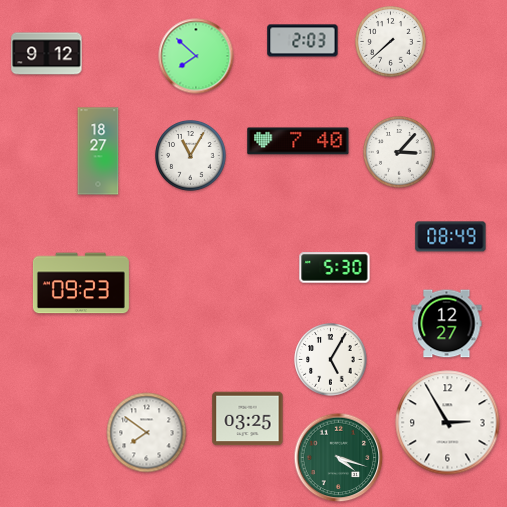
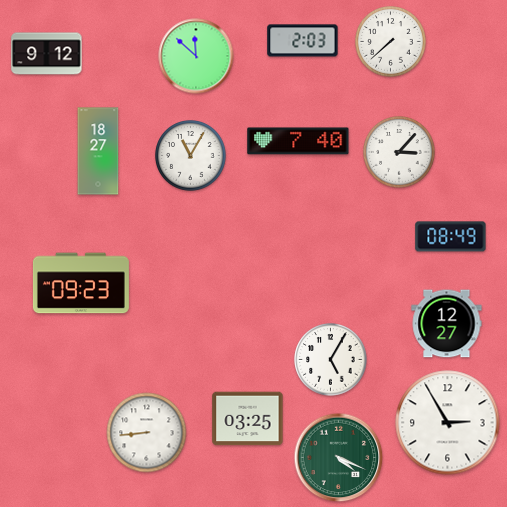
clock at (196, 56): 7:52 -> 11:52
clock at (335, 268): 5:30 -> none
clock at (147, 433): 7:51 -> 8:44
clock at (339, 458): 4:18 -> 4:19
